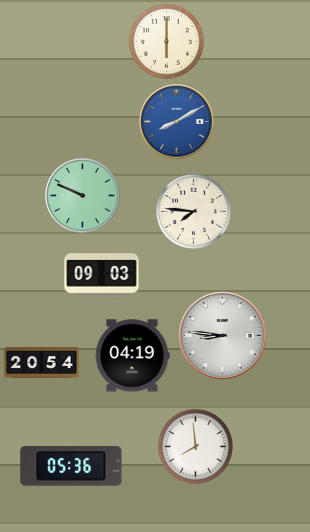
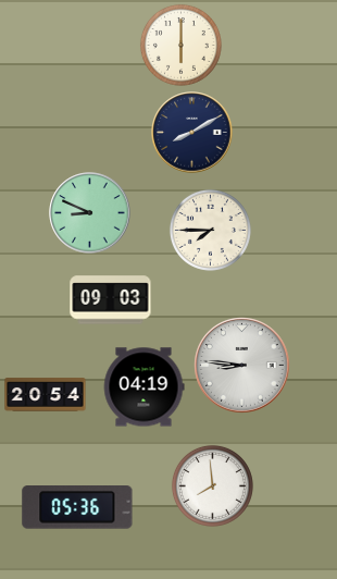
clock at (177, 122) dial: blue -> navy
clock at (83, 196): 9:49 -> 8:49
clock at (193, 211): 7:46 -> 7:45
